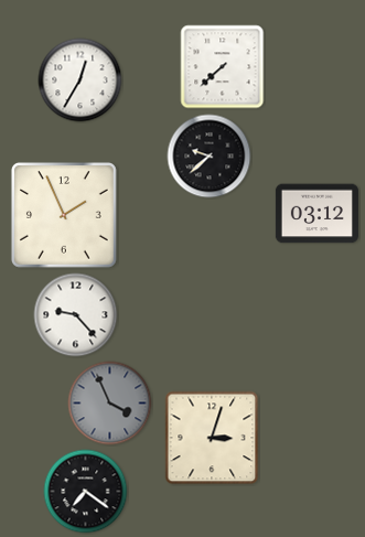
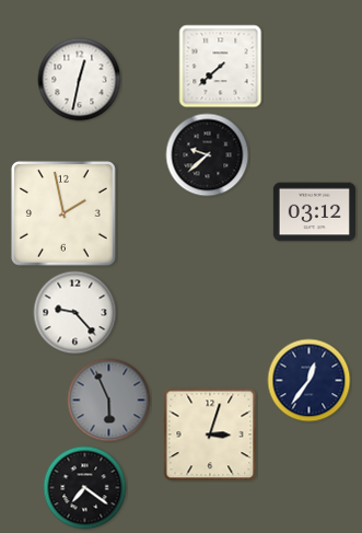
clock at (80, 80): 12:35 -> 12:32
clock at (64, 215): 1:56 -> 1:58
clock at (310, 381): none -> 12:36
clock at (110, 404): 3:56 -> 5:56
